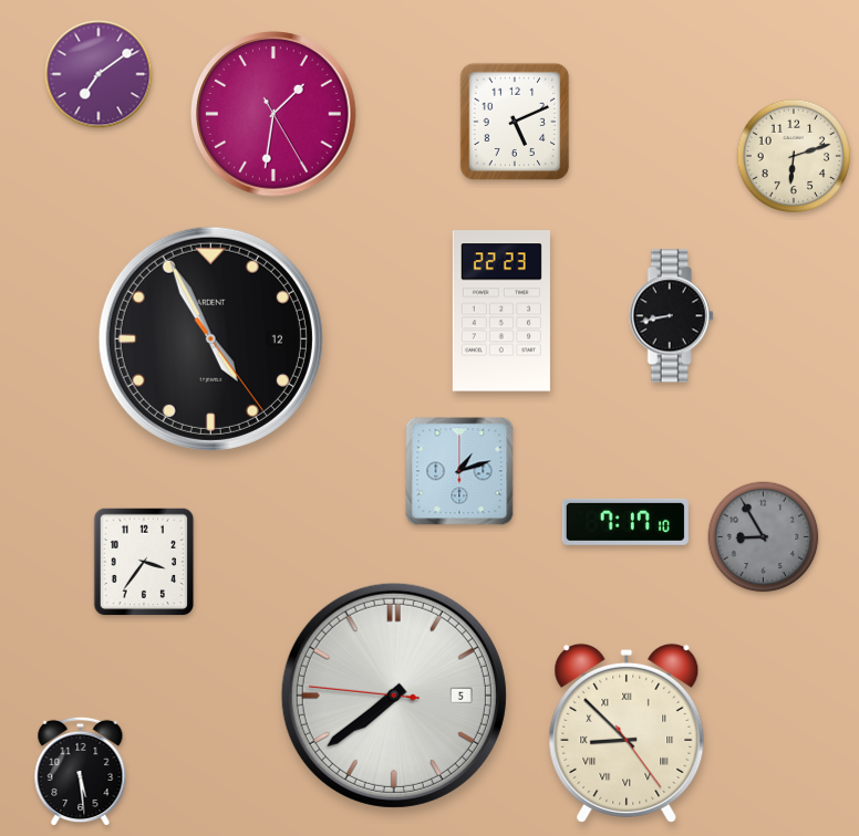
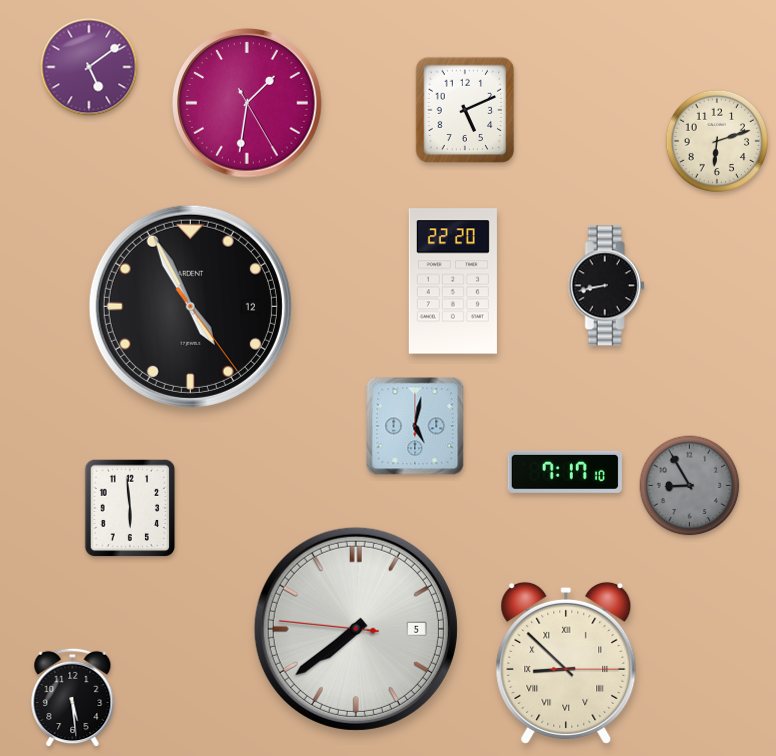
clock at (99, 74): 7:09 -> 5:09
clock at (501, 311): 22:23 -> 22:20
clock at (459, 471): 1:12 -> 5:02
clock at (144, 562): 3:36 -> 5:59
clock at (627, 733): 8:52:24 -> 8:52:15
